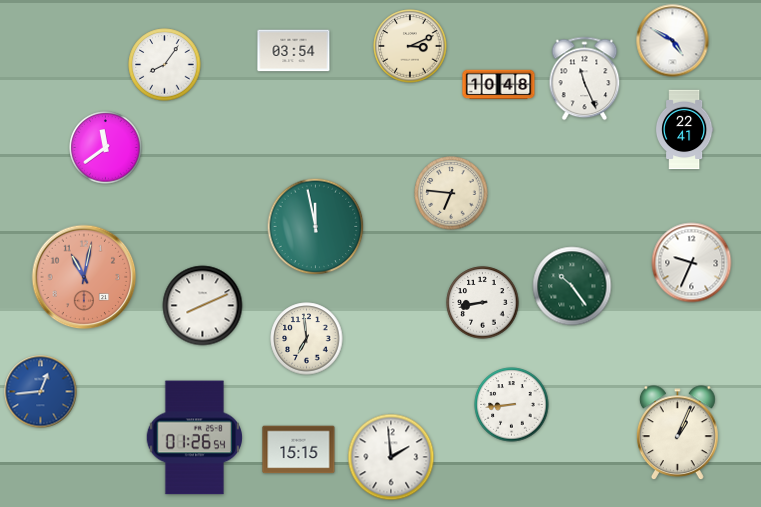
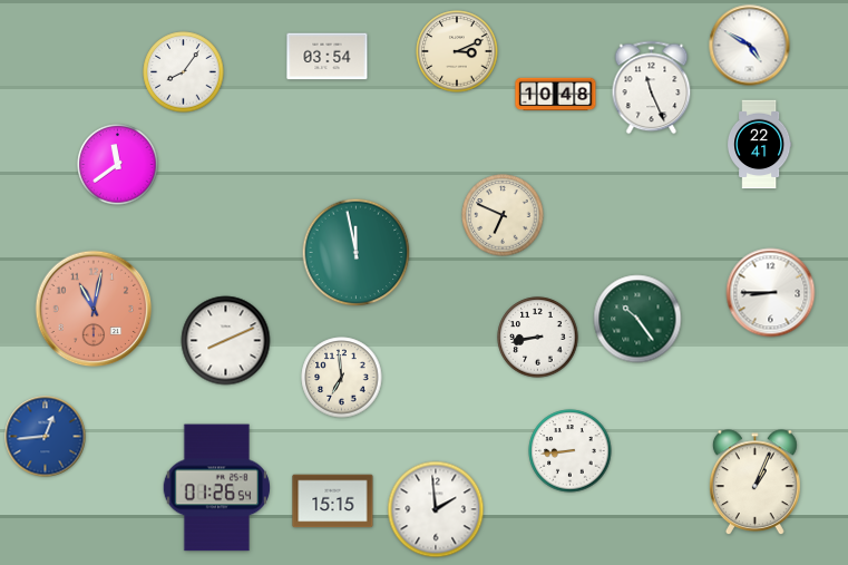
clock at (684, 130) position: (684, 130) -> (759, 145)
clock at (451, 193): 6:46 -> 6:49
clock at (316, 227) position: (316, 227) -> (357, 253)
clock at (692, 263): 9:34 -> 8:45
